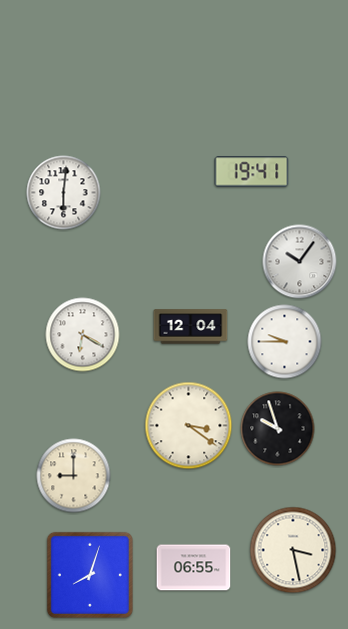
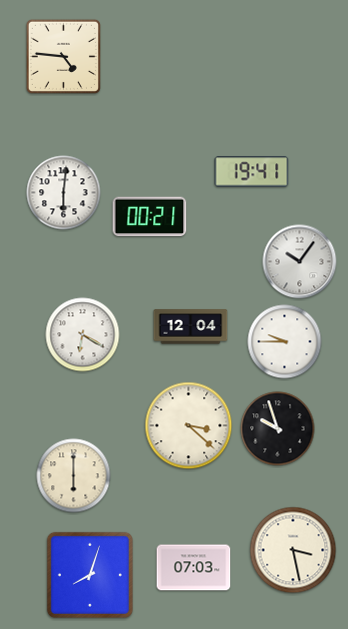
clock at (63, 56): none -> 4:46
clock at (150, 217): none -> 00:21
clock at (189, 426): 3:21 -> 3:22
clock at (74, 476): 9:00 -> 6:00
clock at (194, 568): 06:55 -> 07:03
